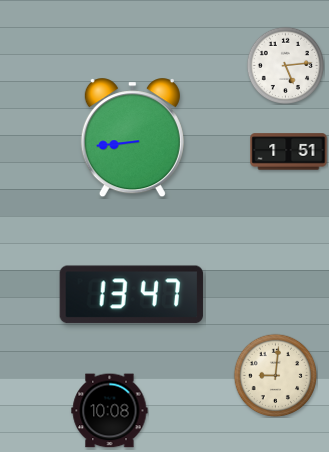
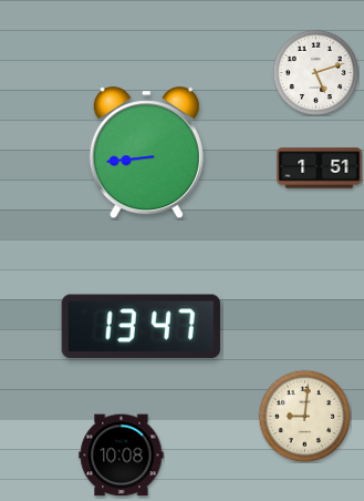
clock at (285, 65): 5:14 -> 5:12
clock at (131, 295) position: (131, 295) -> (141, 327)
